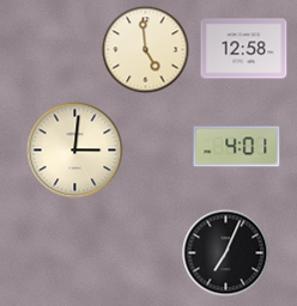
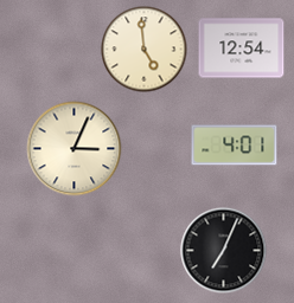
clock at (244, 49): 12:58 -> 12:54
clock at (75, 151): 3:01 -> 3:04
